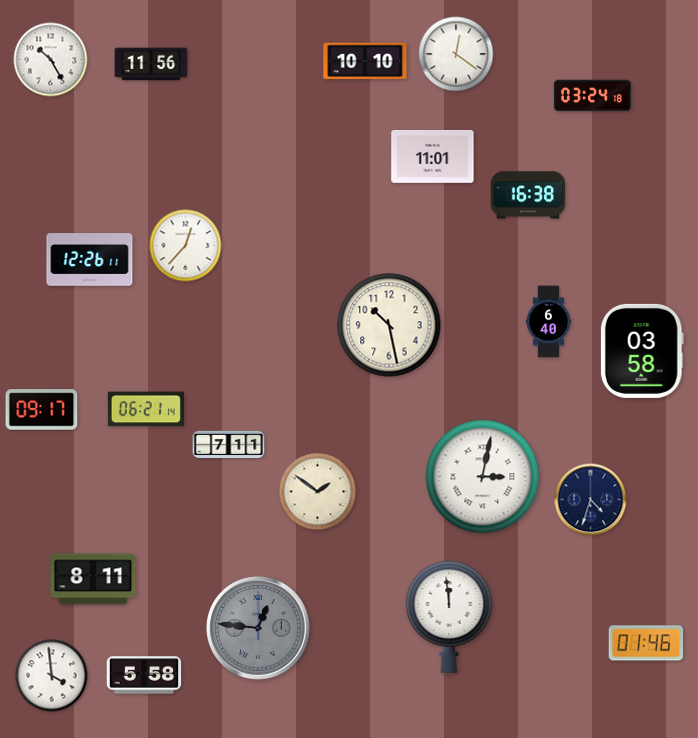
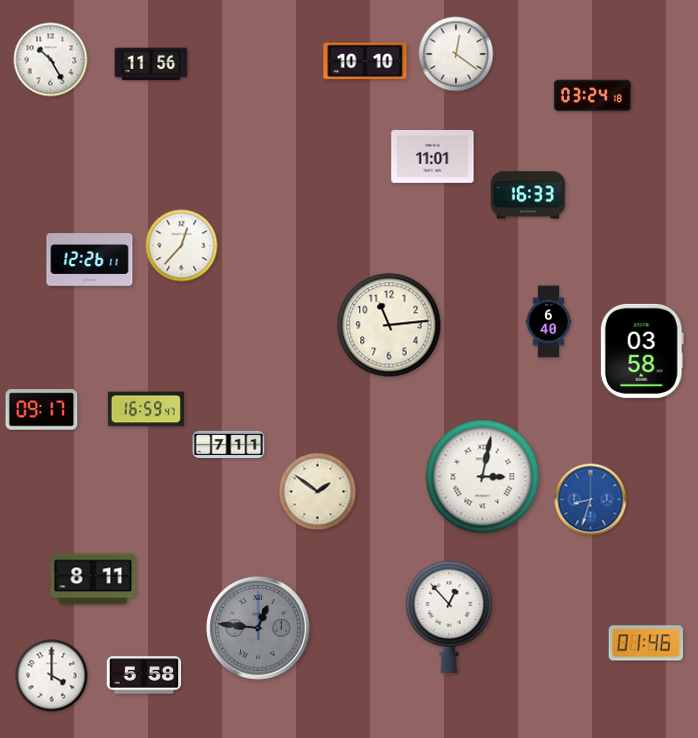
clock at (528, 195): 16:38 -> 16:33
clock at (186, 246) position: (186, 246) -> (182, 246)
clock at (389, 325): 10:28 -> 11:14
clock at (146, 409): 06:21 -> 16:59
clock at (591, 500): 4:33 -> 8:33
clock at (591, 500) dial: navy -> blue
clock at (449, 616): 11:59 -> 12:53
clock at (52, 676): 3:59 -> 4:00
